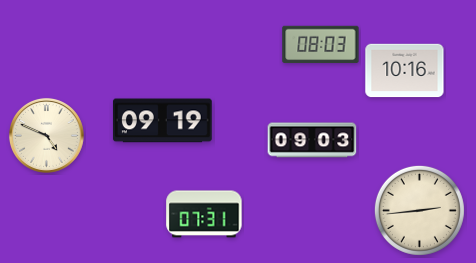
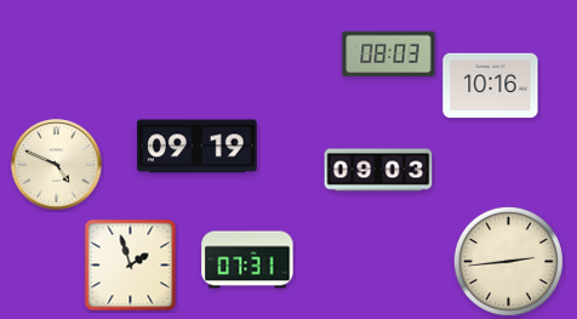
clock at (419, 210) position: (419, 210) -> (508, 261)
clock at (131, 266): none -> 1:57
